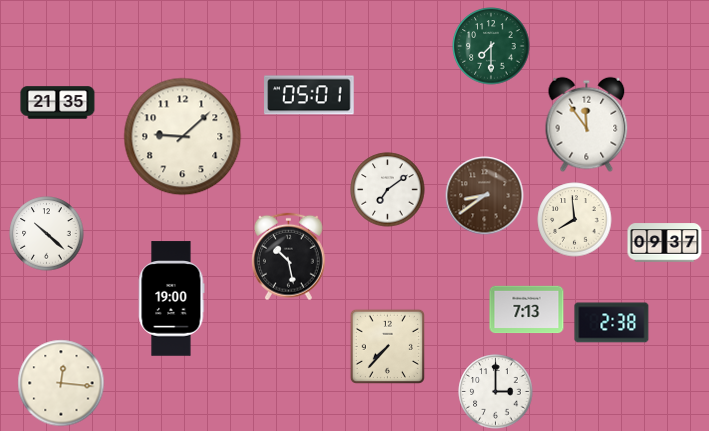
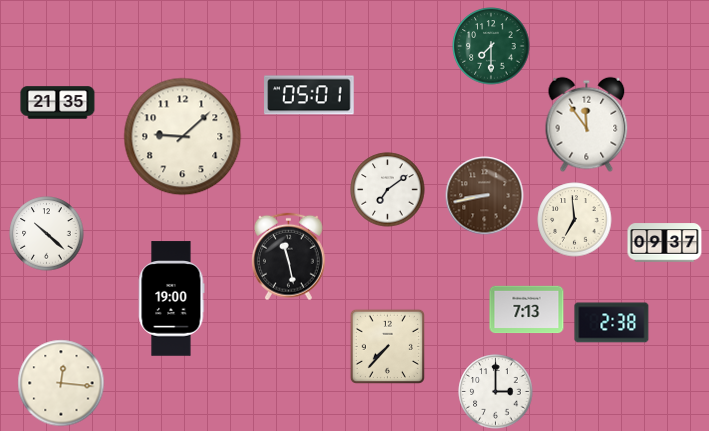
clock at (485, 196): 8:39 -> 8:43
clock at (575, 220): 7:59 -> 6:59
clock at (289, 257): 10:28 -> 11:28
